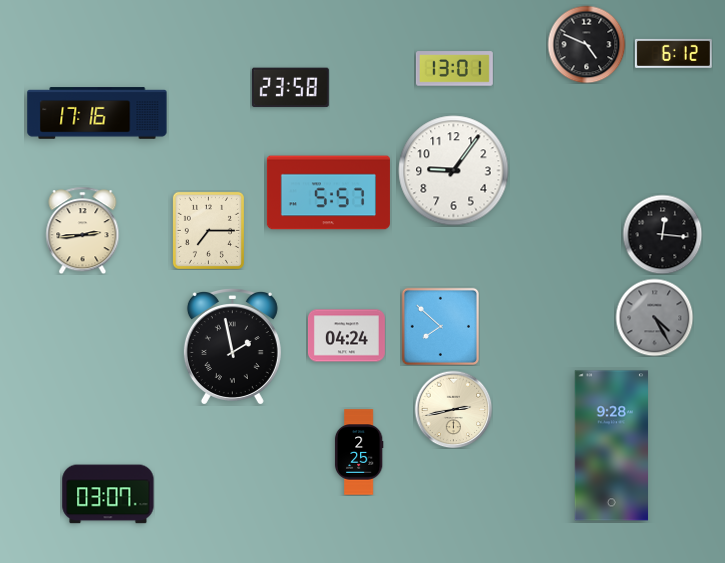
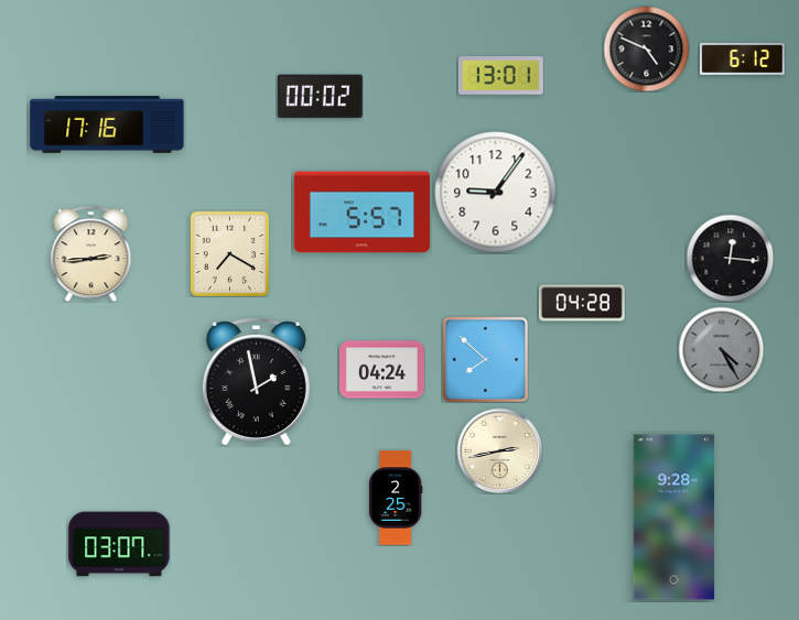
clock at (290, 88): 23:58 -> 00:02
clock at (454, 171) position: (454, 171) -> (496, 193)
clock at (208, 230): 7:15 -> 7:20
clock at (582, 303): none -> 04:28
clock at (612, 446) position: (612, 446) -> (674, 518)
